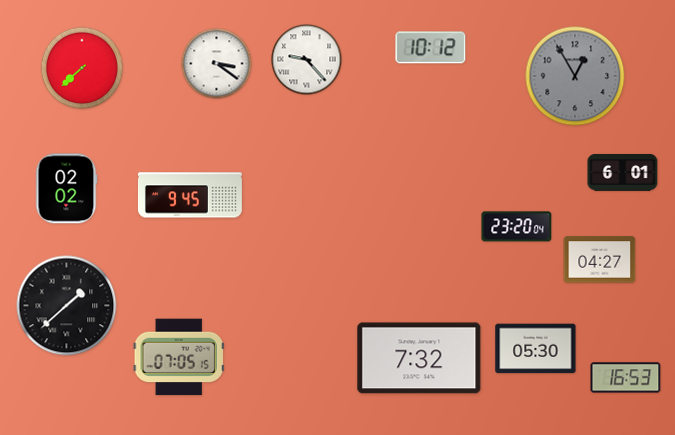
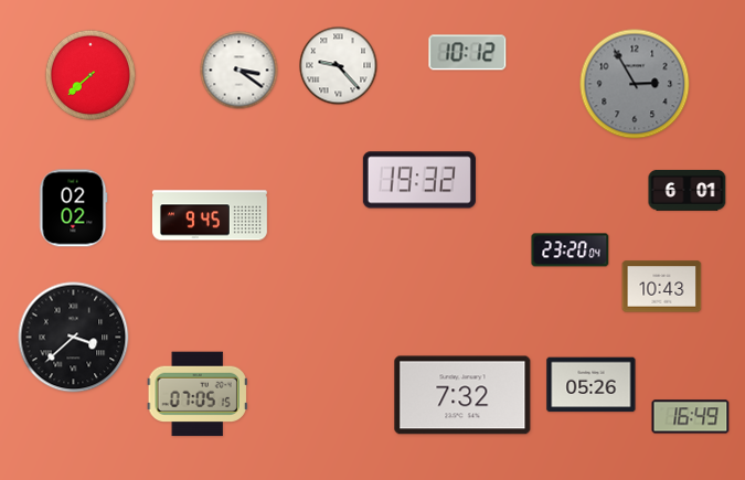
clock at (431, 48) position: (431, 48) -> (468, 53)
clock at (575, 76): 12:55 -> 2:55
clock at (419, 180): none -> 19:32
clock at (600, 260): 04:27 -> 10:43
clock at (67, 306): 1:38 -> 3:38
clock at (536, 349): 05:30 -> 05:26
clock at (626, 378): 16:53 -> 16:49
